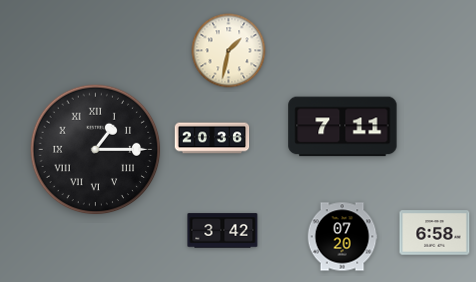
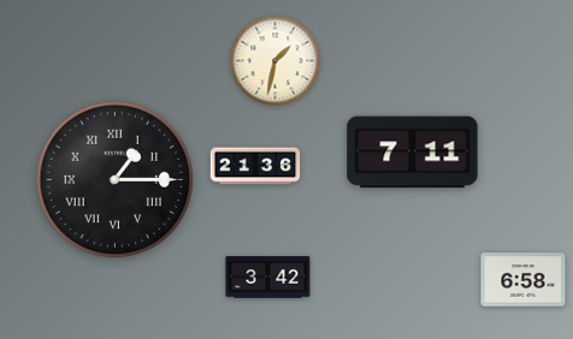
clock at (212, 138): 20:36 -> 21:36
clock at (342, 237): 07:20 -> none
